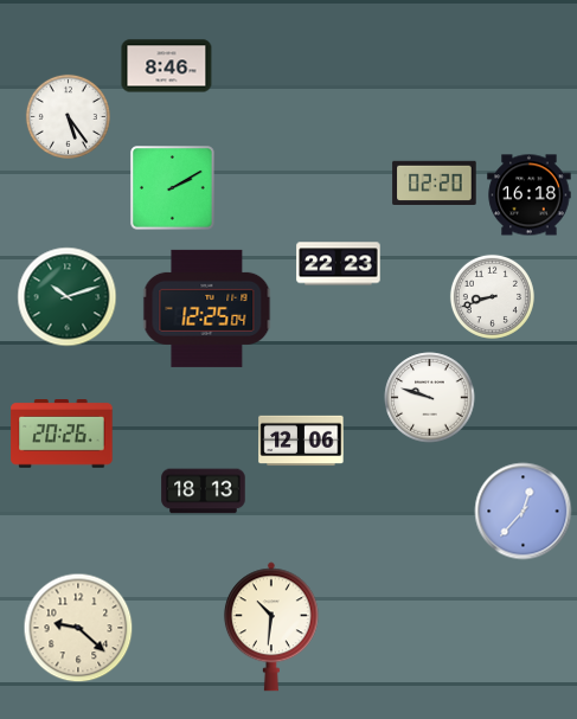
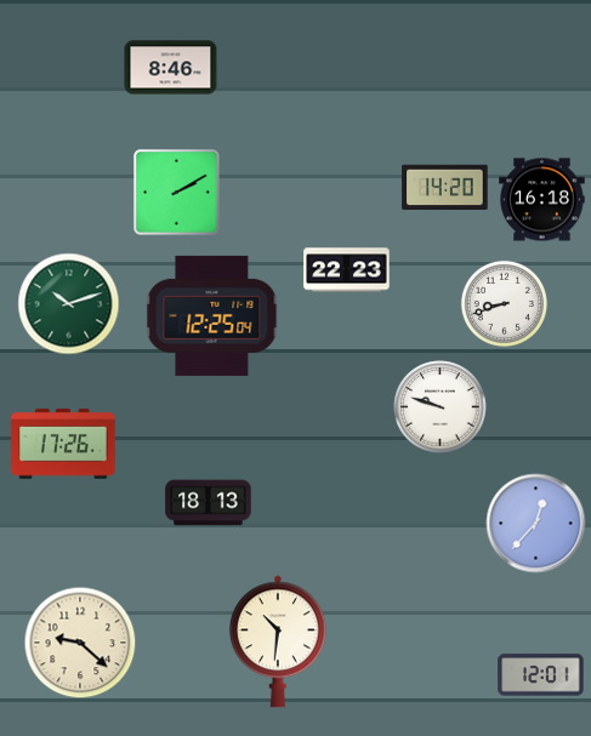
clock at (68, 116): 5:24 -> none
clock at (435, 184): 02:20 -> 14:20
clock at (62, 435): 20:26 -> 17:26
clock at (301, 441): 12:06 -> none
clock at (541, 675): none -> 12:01
